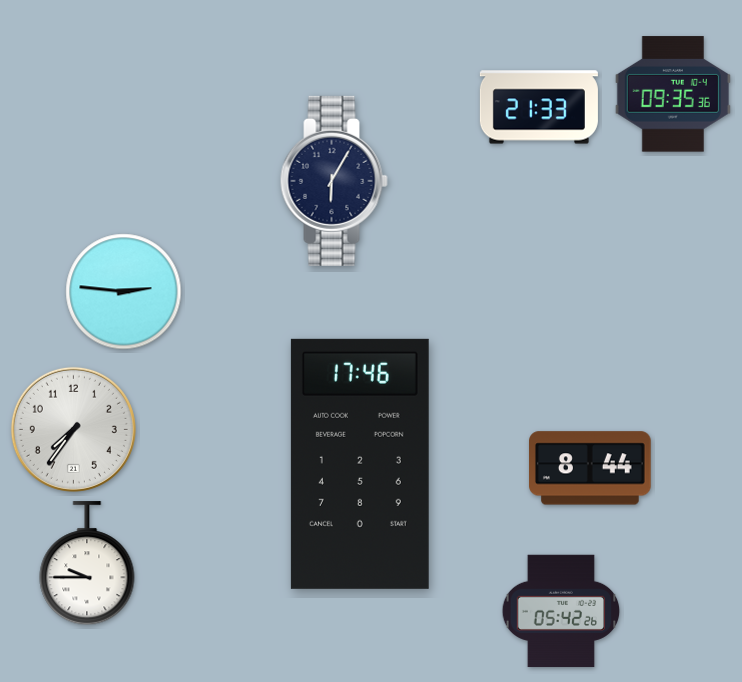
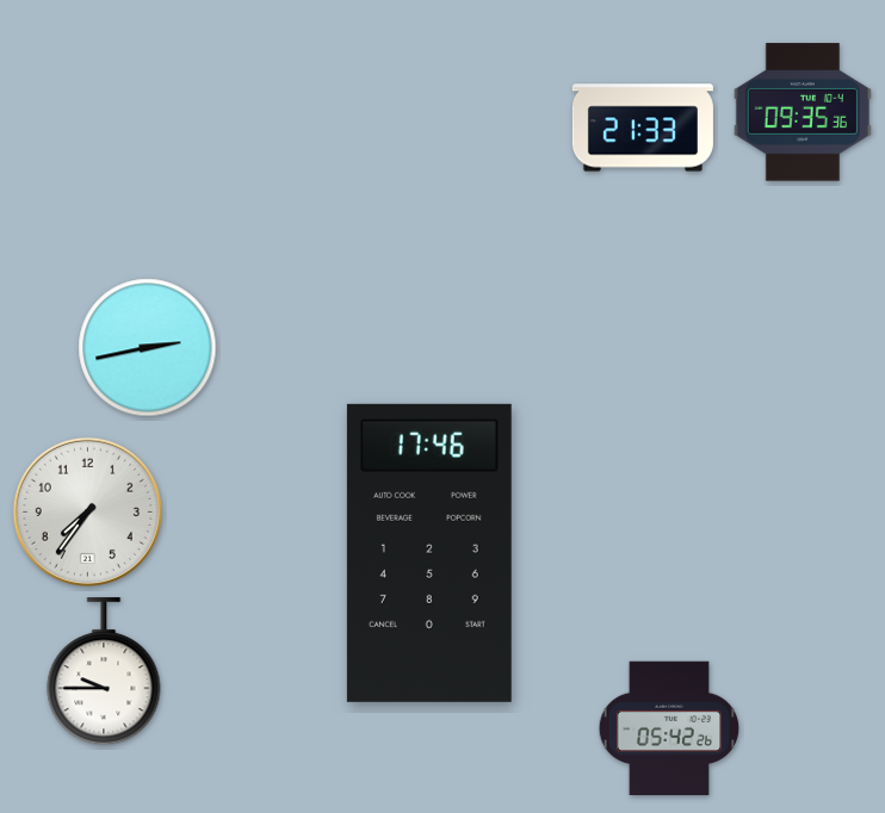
clock at (334, 181): 6:05 -> none
clock at (124, 292): 2:46 -> 2:43
clock at (591, 468): 8:44 -> none
